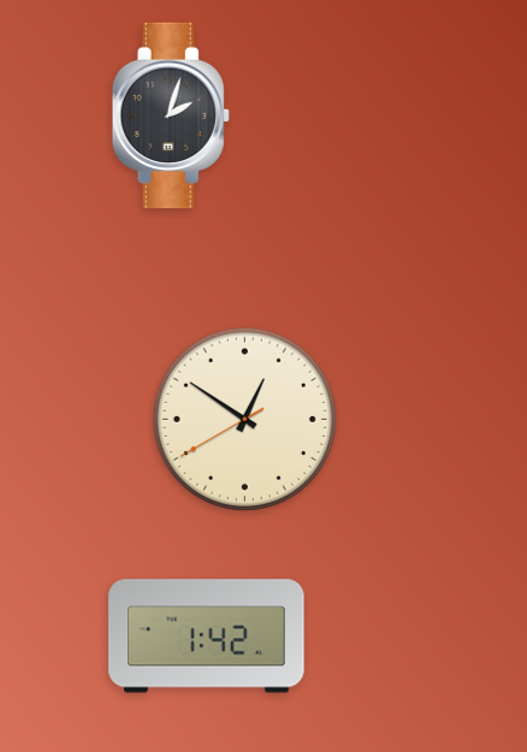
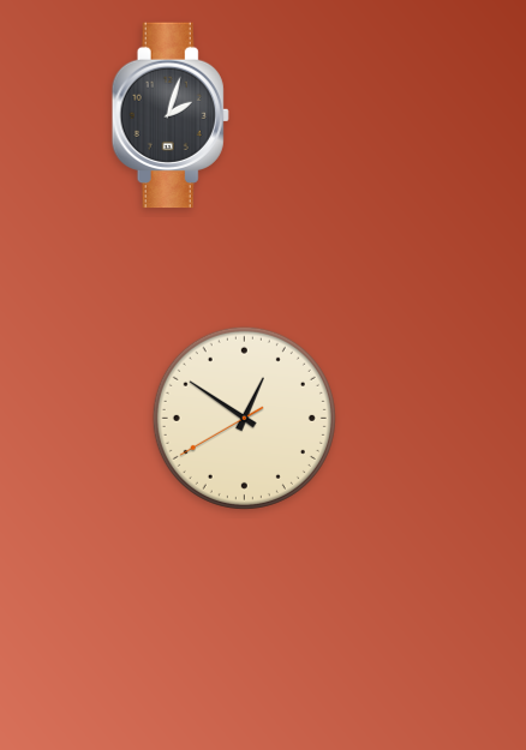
clock at (207, 636): 1:42 -> none
